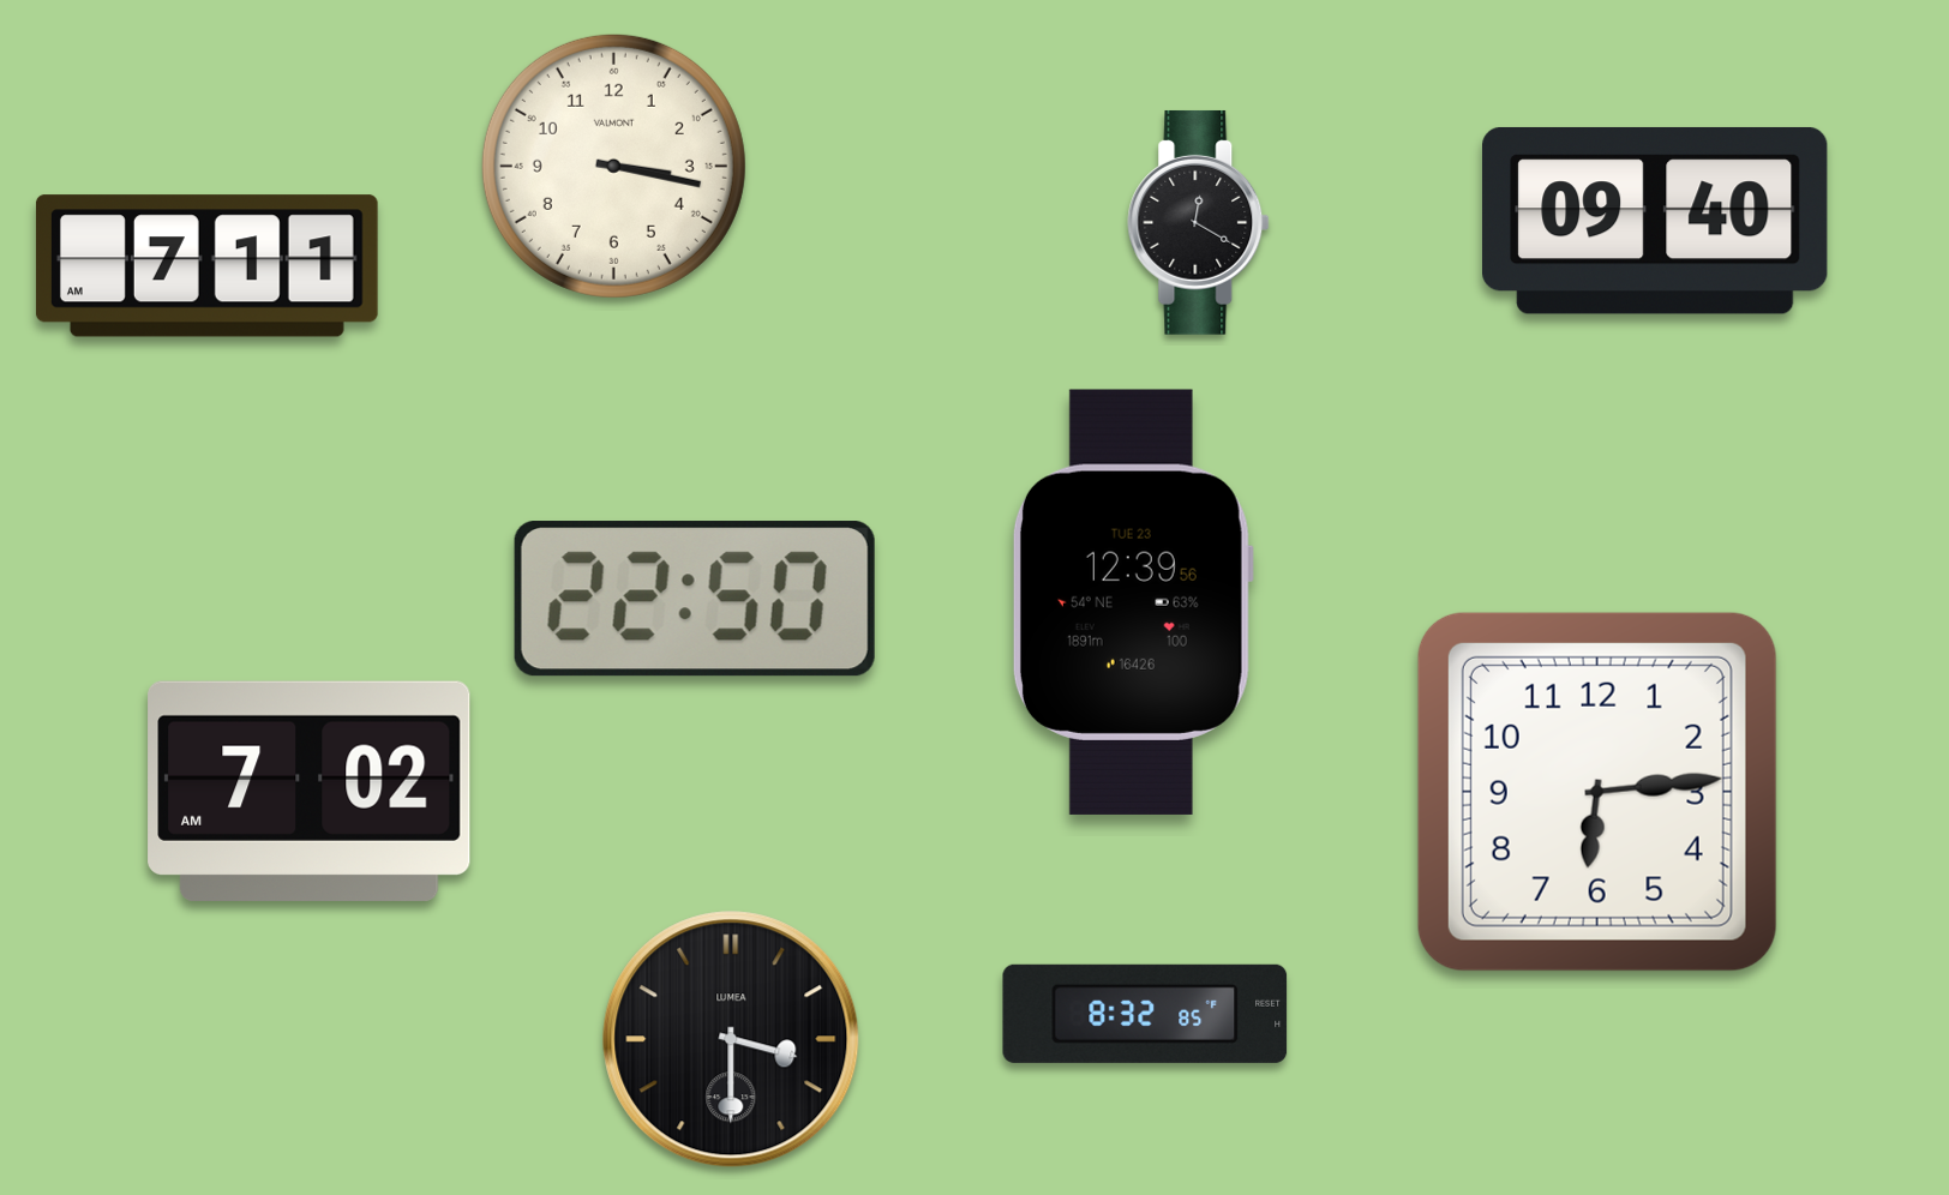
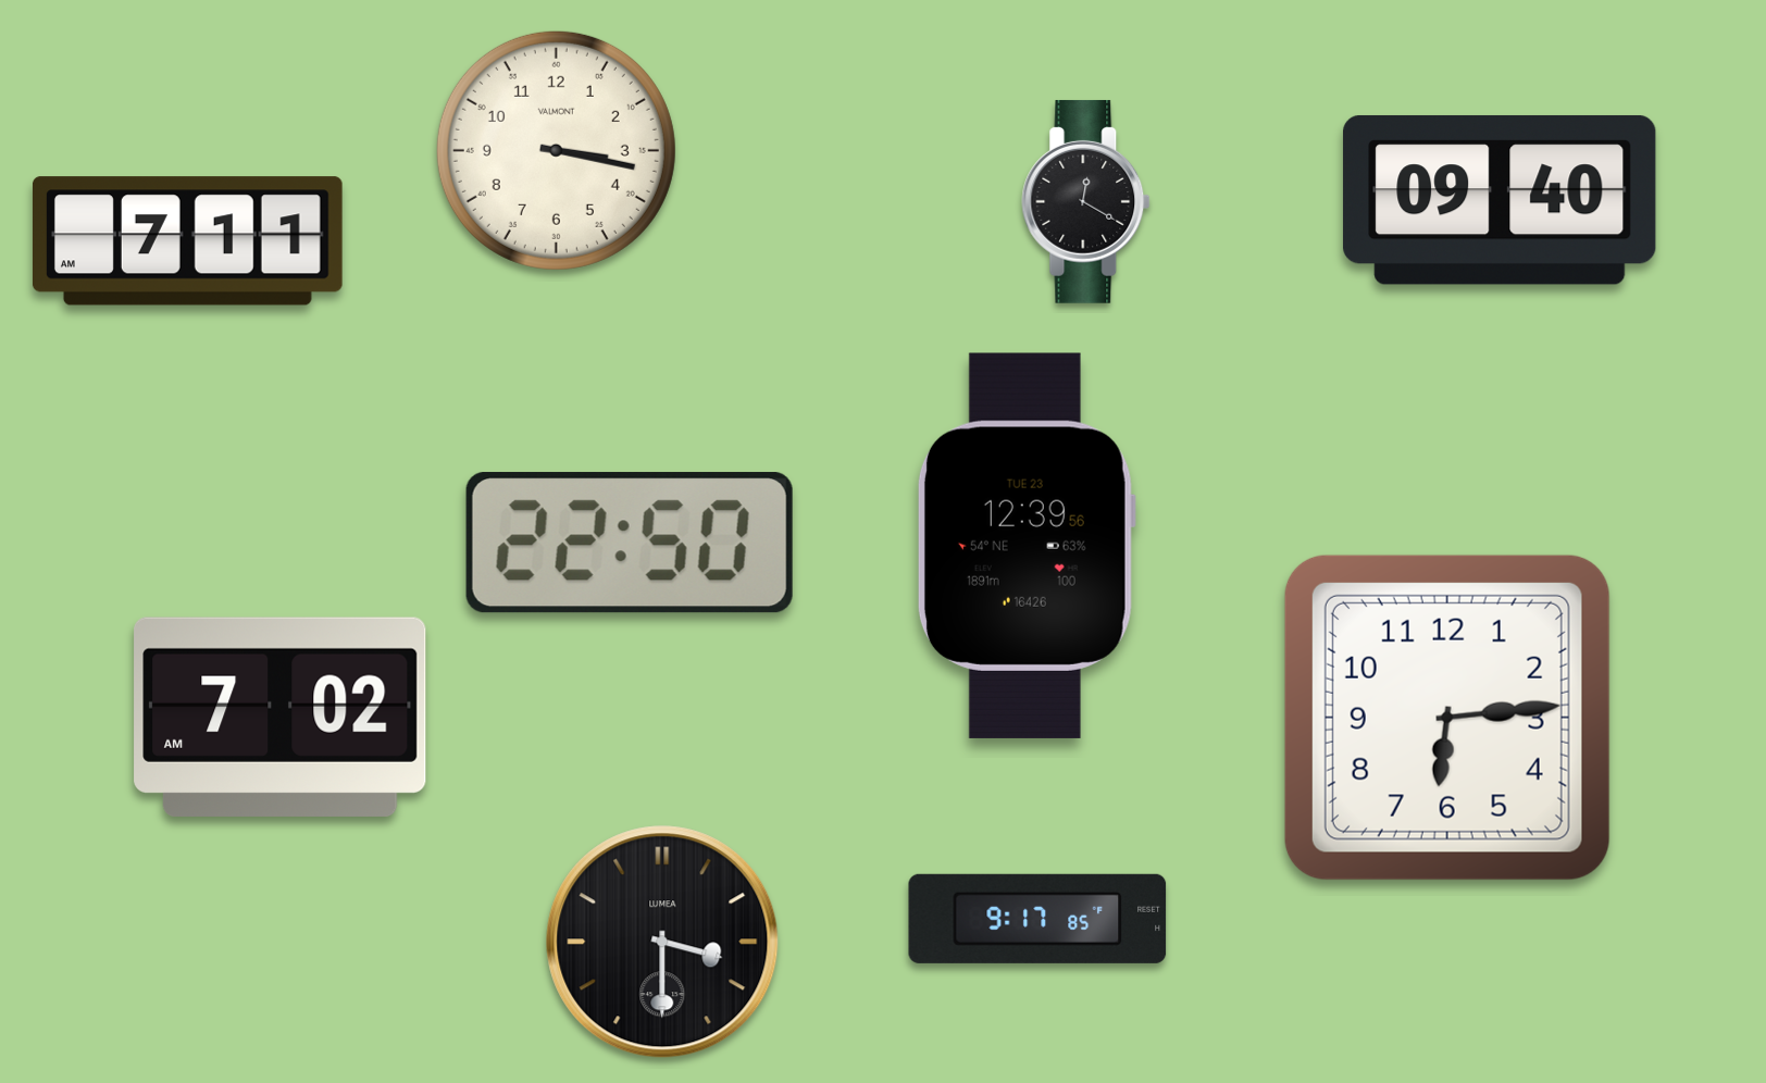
clock at (1145, 1014): 8:32 -> 9:17
